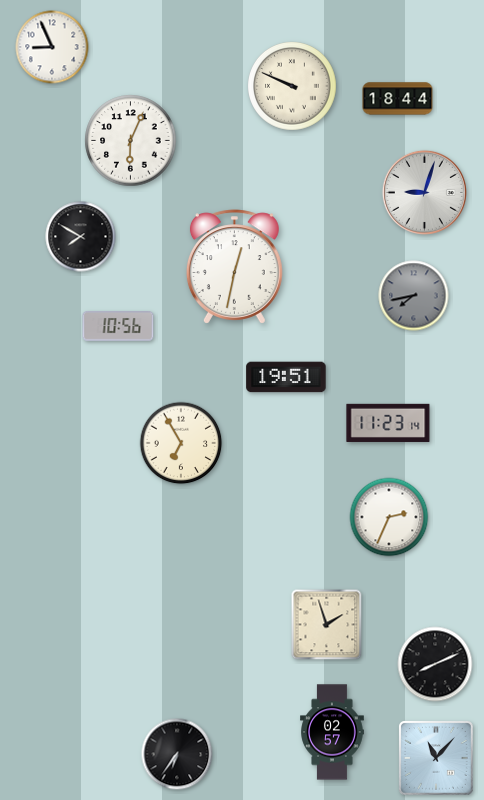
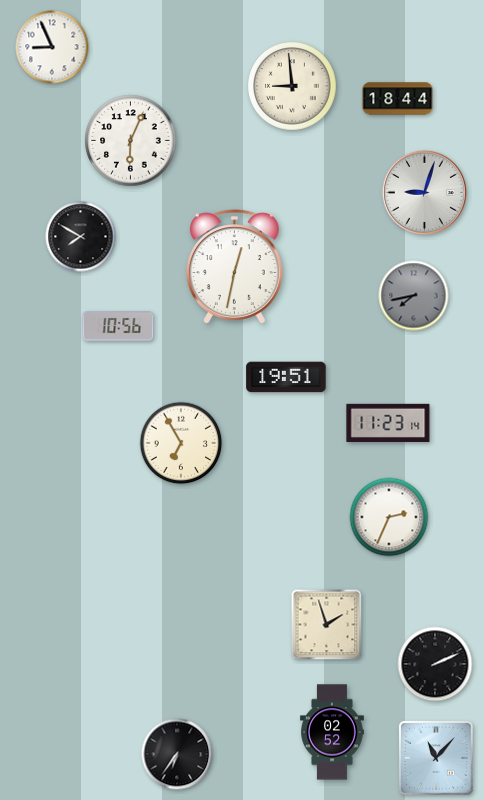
clock at (293, 87): 9:49 -> 8:59
clock at (435, 664): 8:11 -> 2:11
clock at (332, 732): 02:57 -> 02:52
